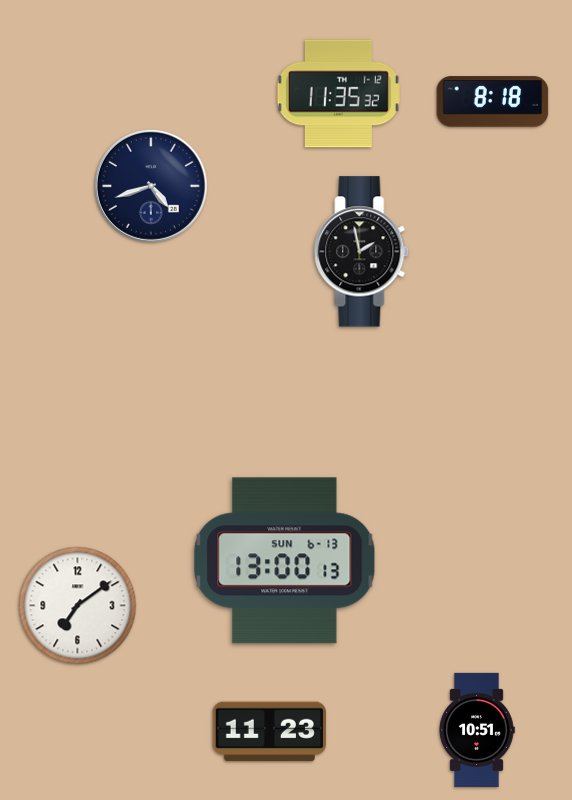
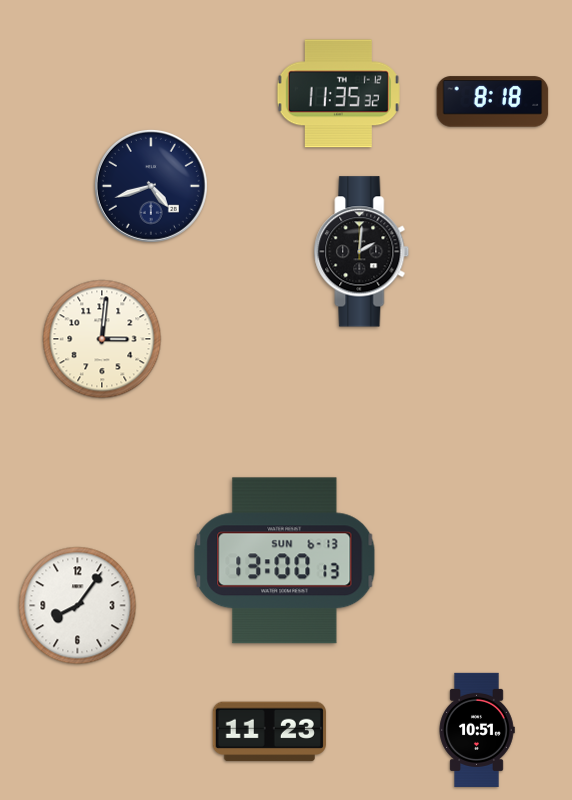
clock at (362, 252): 1:58 -> 2:01
clock at (102, 339): none -> 3:01
clock at (78, 606): 7:09 -> 8:06
